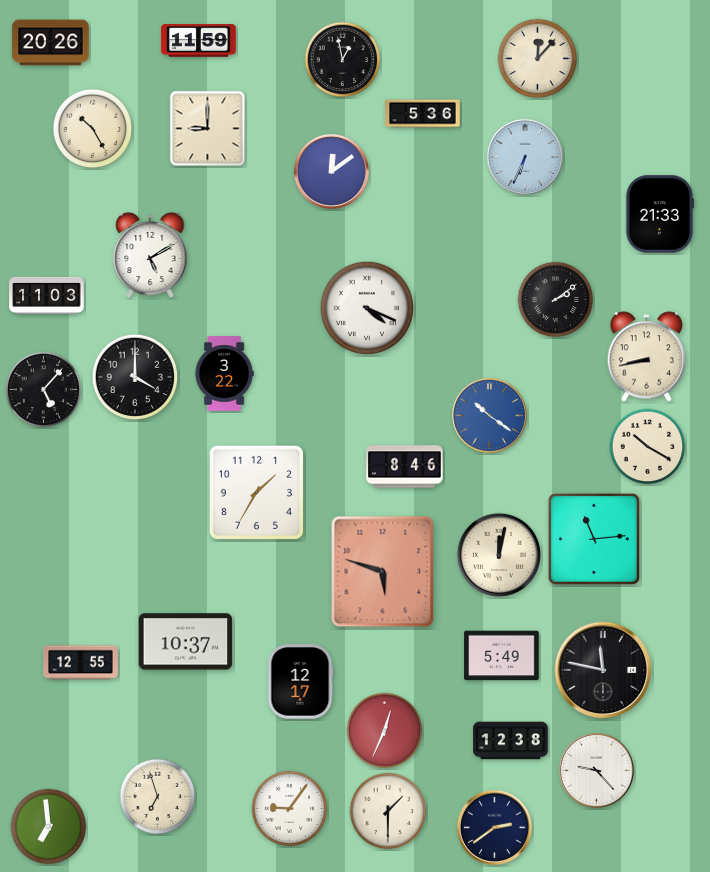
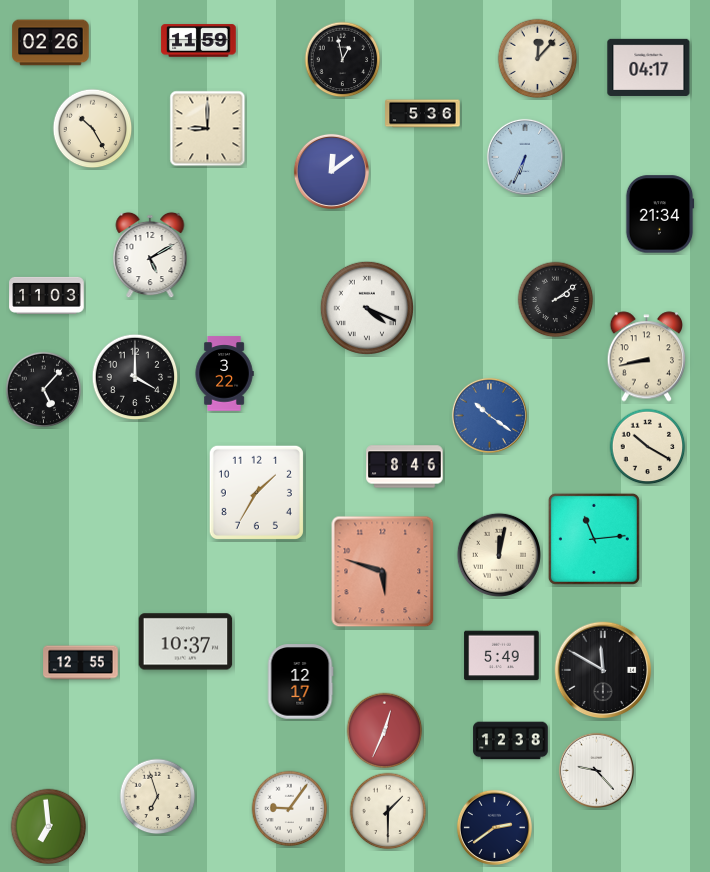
clock at (51, 43): 20:26 -> 02:26
clock at (649, 67): none -> 04:17
clock at (660, 214): 21:33 -> 21:34
clock at (603, 670): 11:47 -> 11:50
